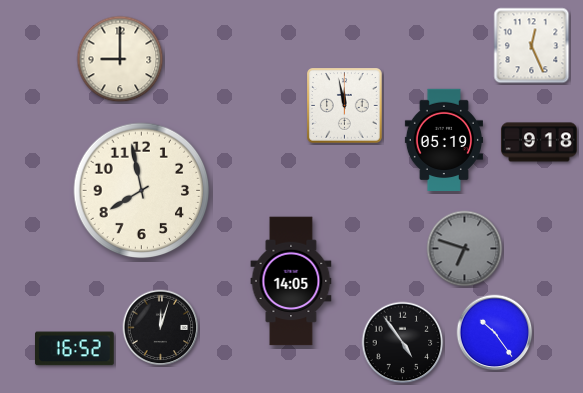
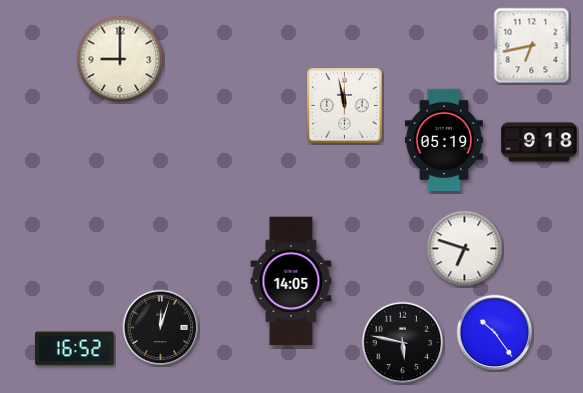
clock at (532, 46): 12:26 -> 6:43
clock at (142, 191): 7:58 -> none
clock at (465, 249) dial: grey -> white
clock at (403, 343): 4:54 -> 5:47
